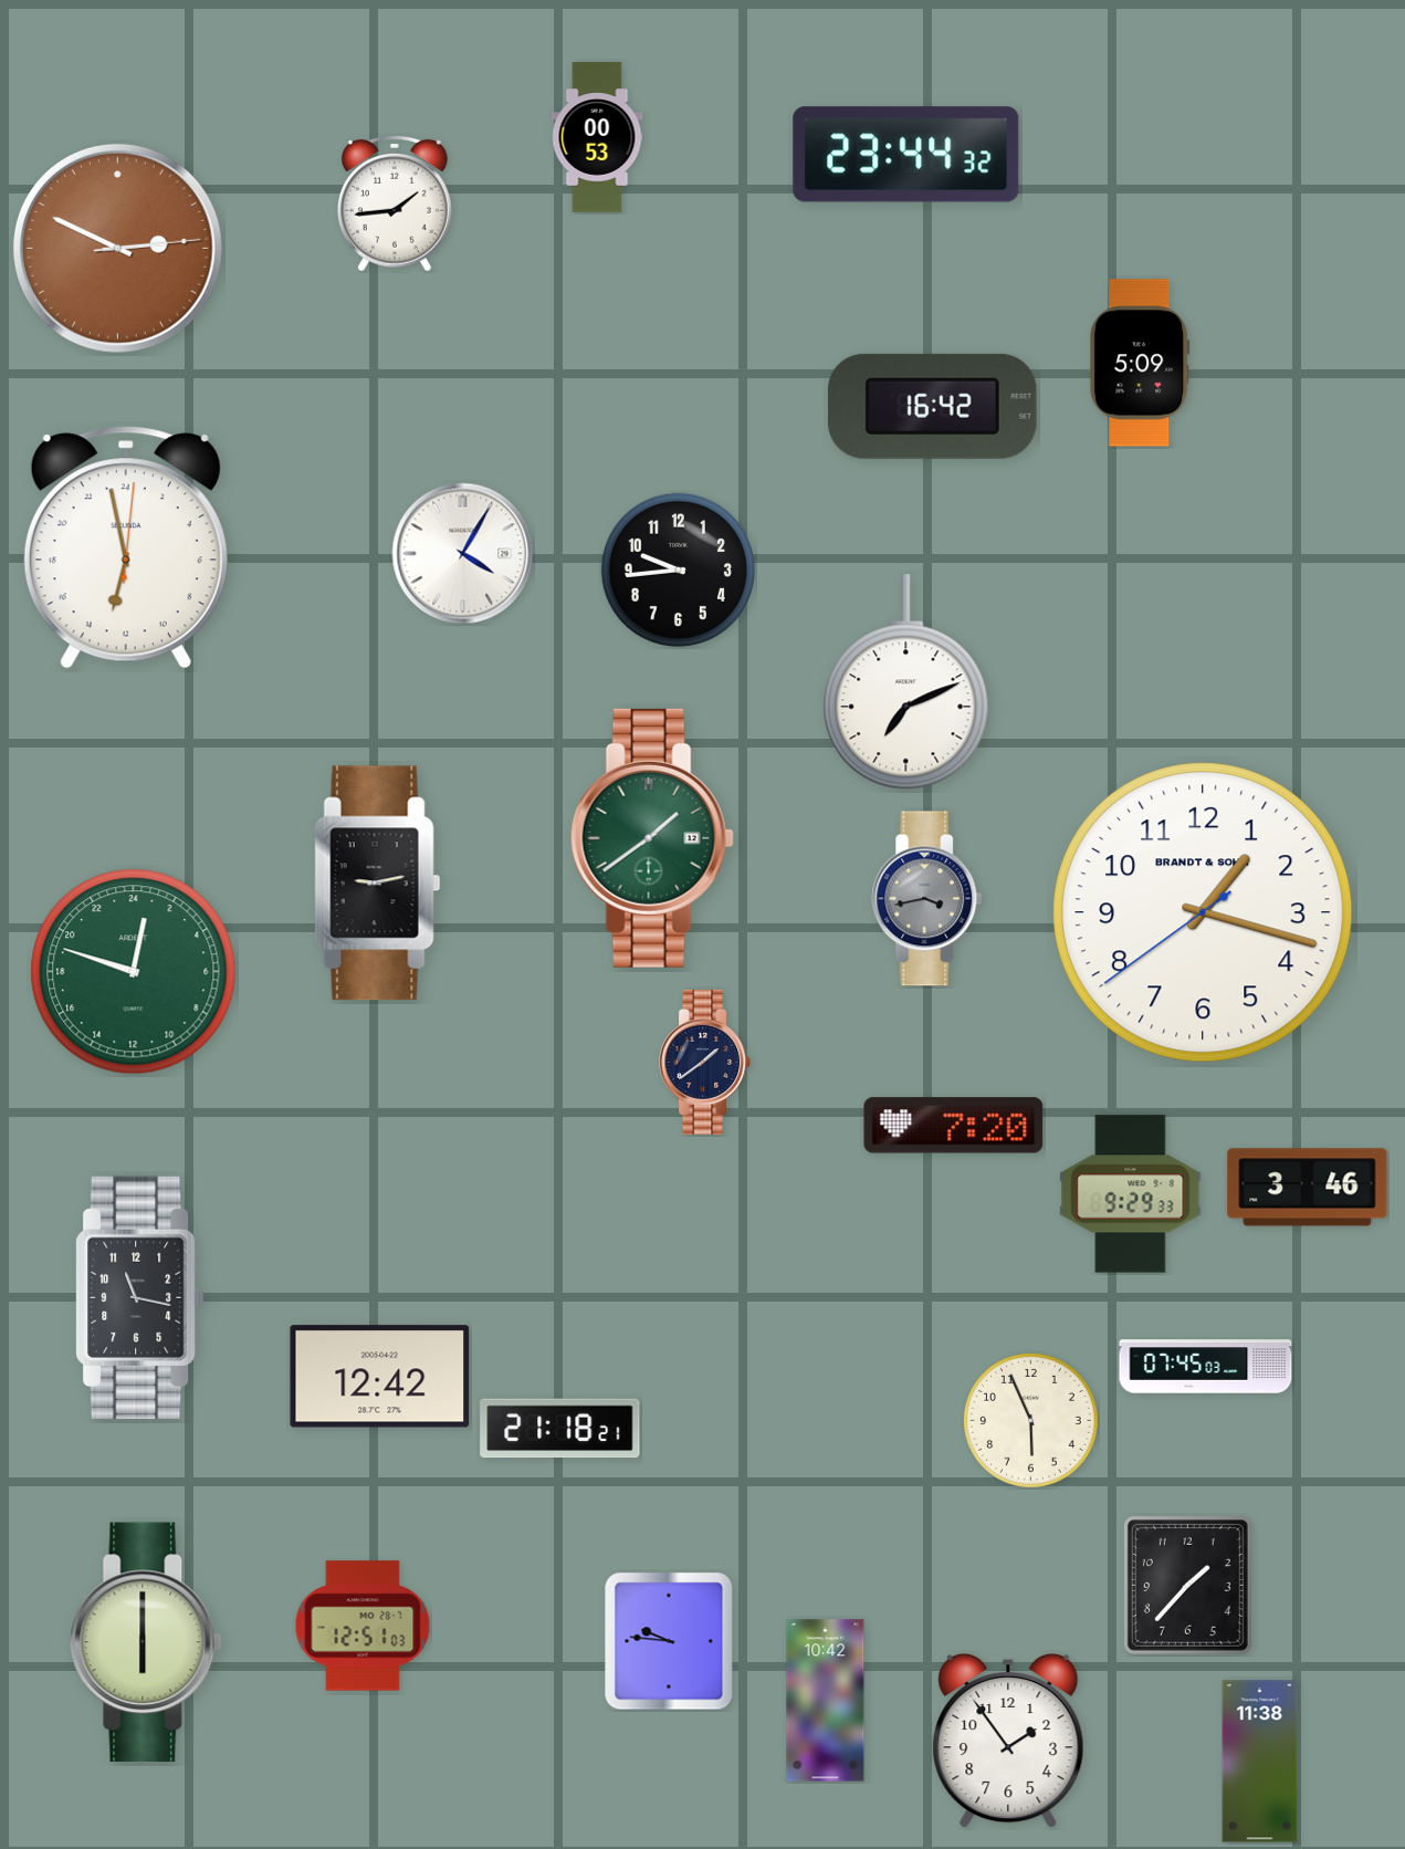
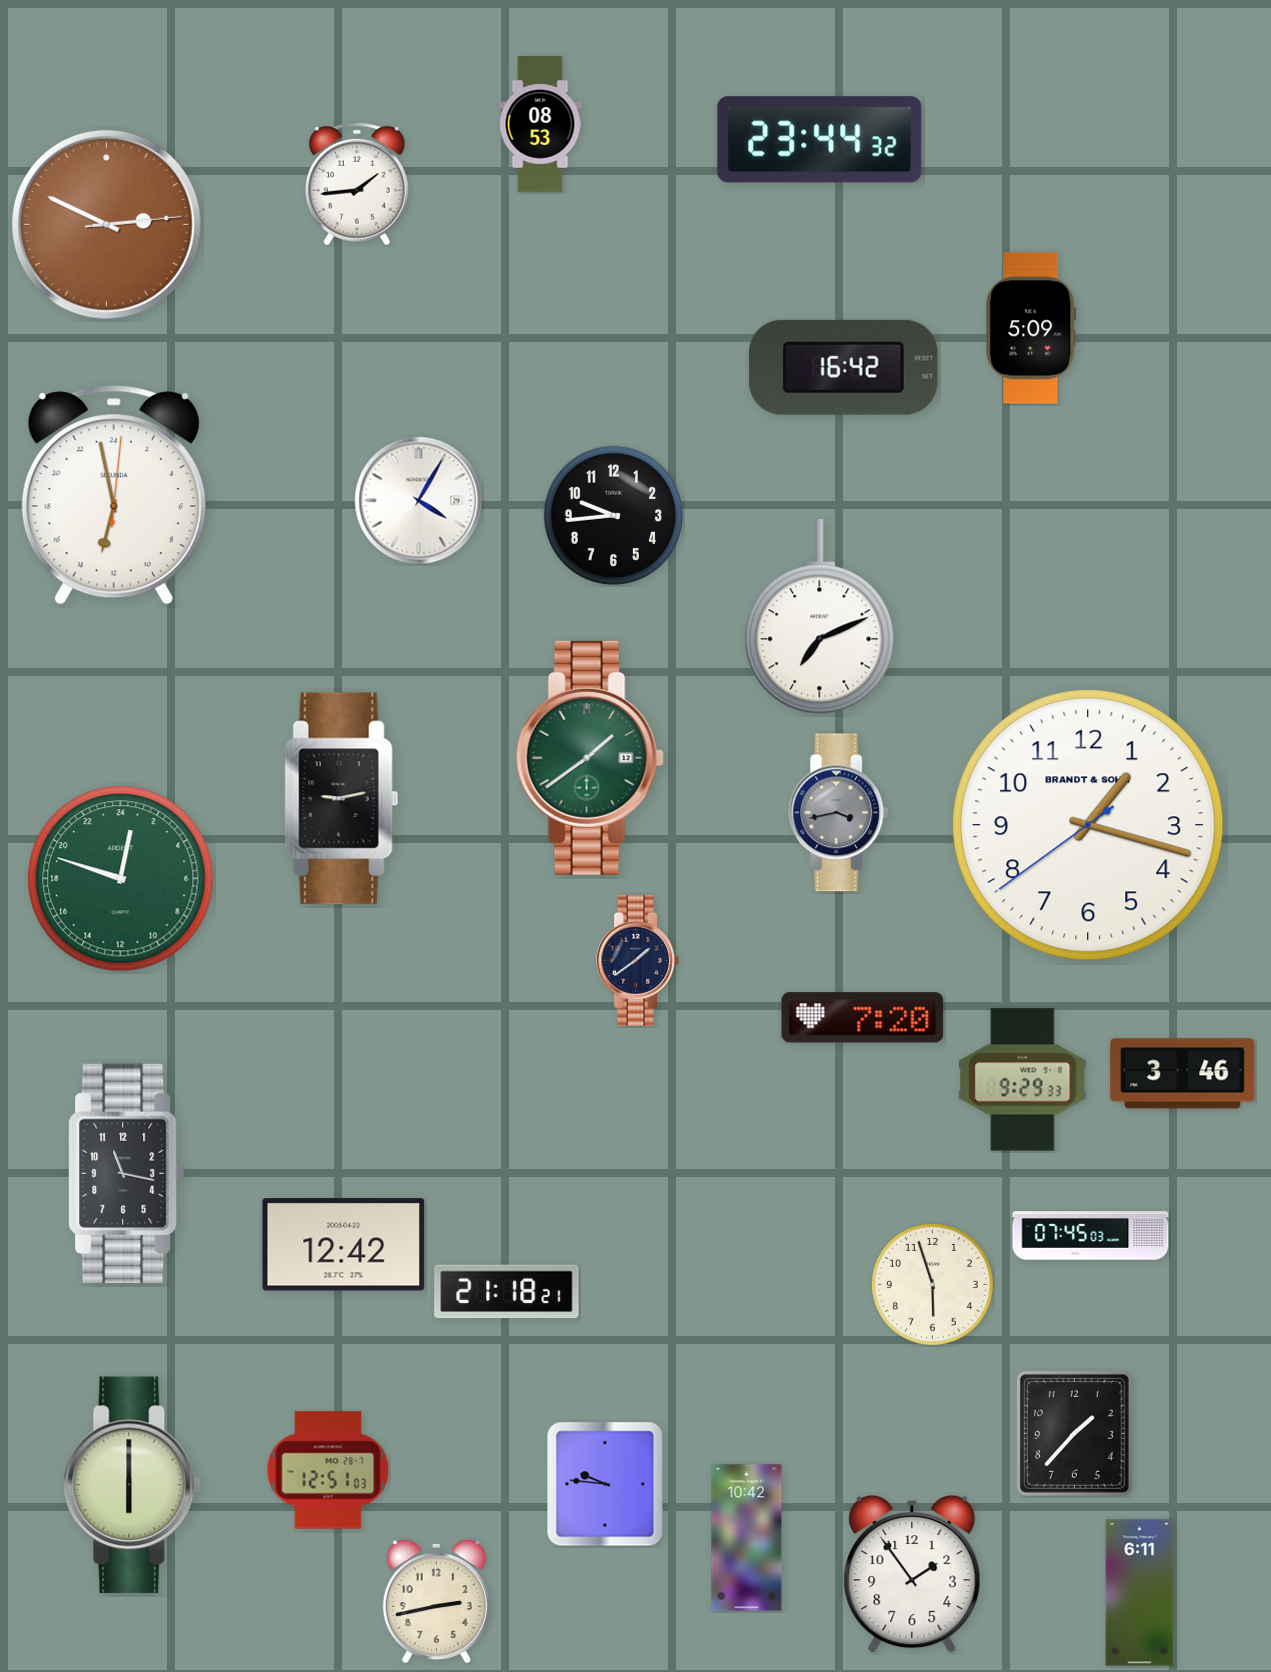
clock at (597, 137): 00:53 -> 08:53
clock at (1030, 1420): 5:56 -> 5:57
clock at (1260, 1762): 11:38 -> 6:11
clock at (436, 1601): none -> 2:43
